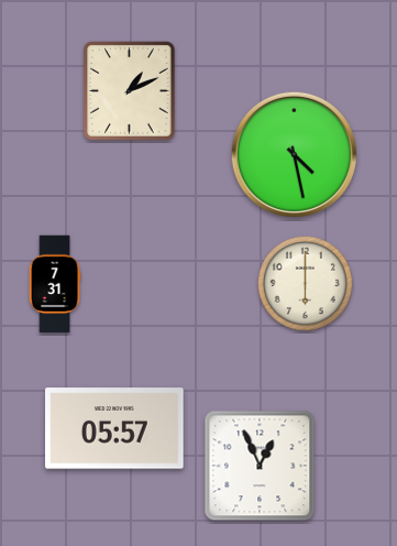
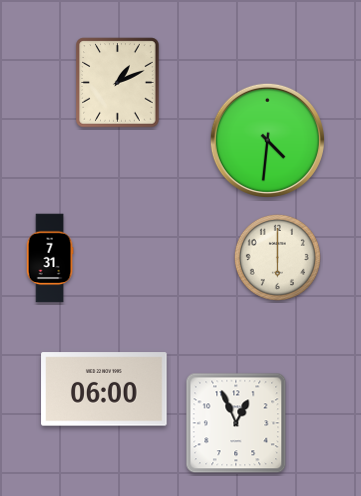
clock at (294, 154): 4:28 -> 4:31
clock at (114, 428): 05:57 -> 06:00
